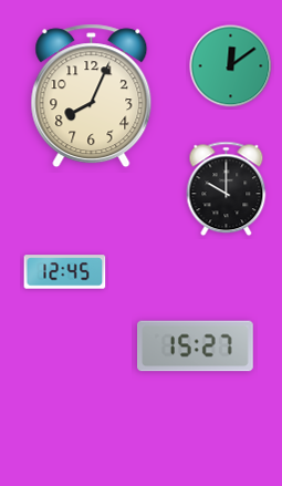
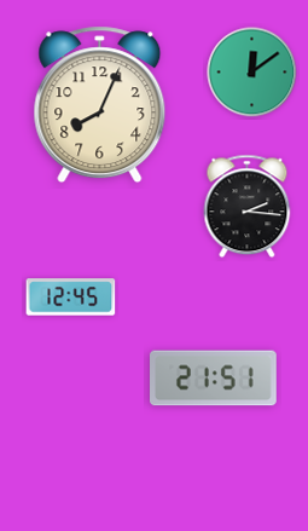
clock at (227, 189): 10:00 -> 2:16
clock at (196, 347): 15:27 -> 21:51
